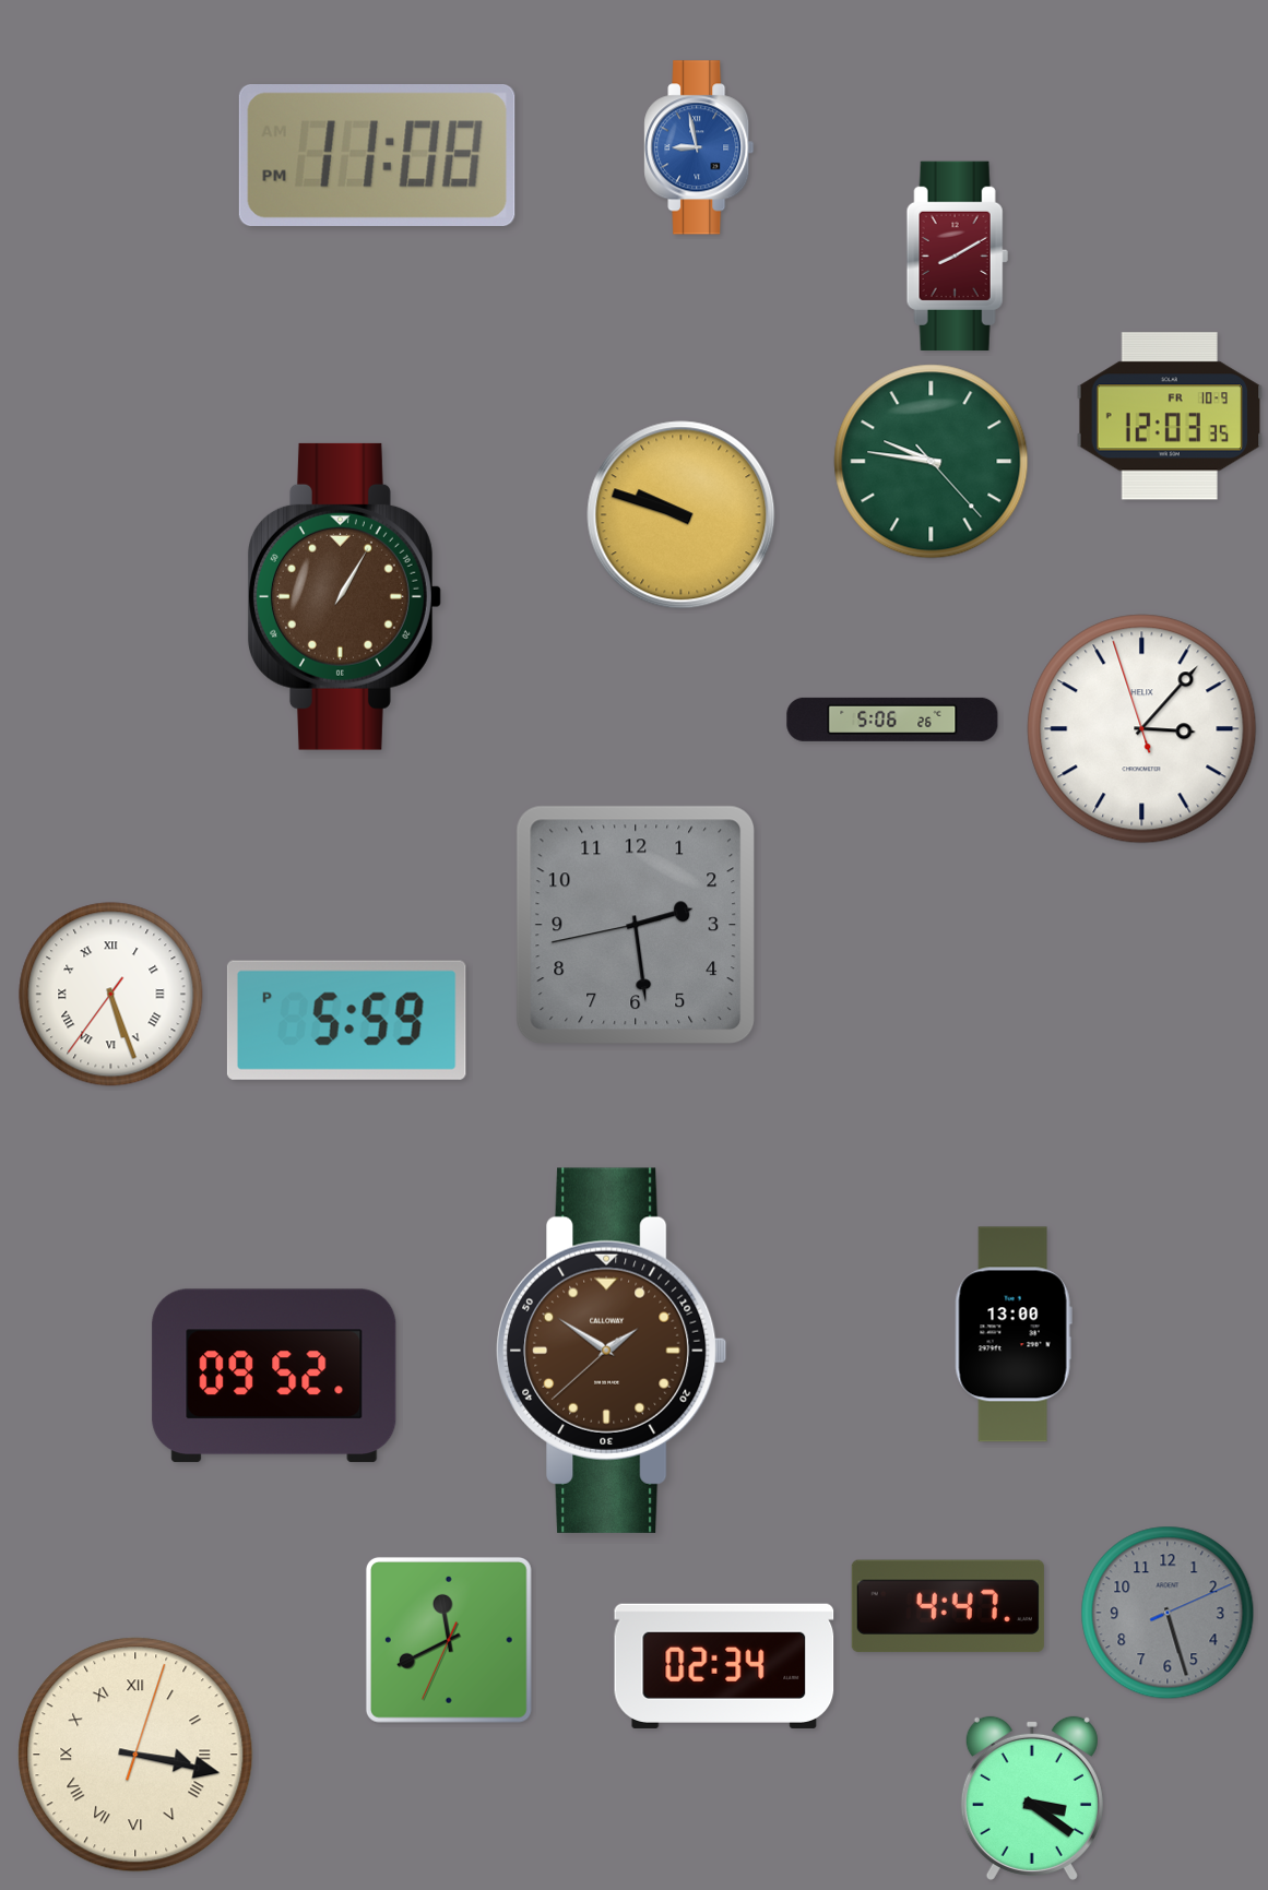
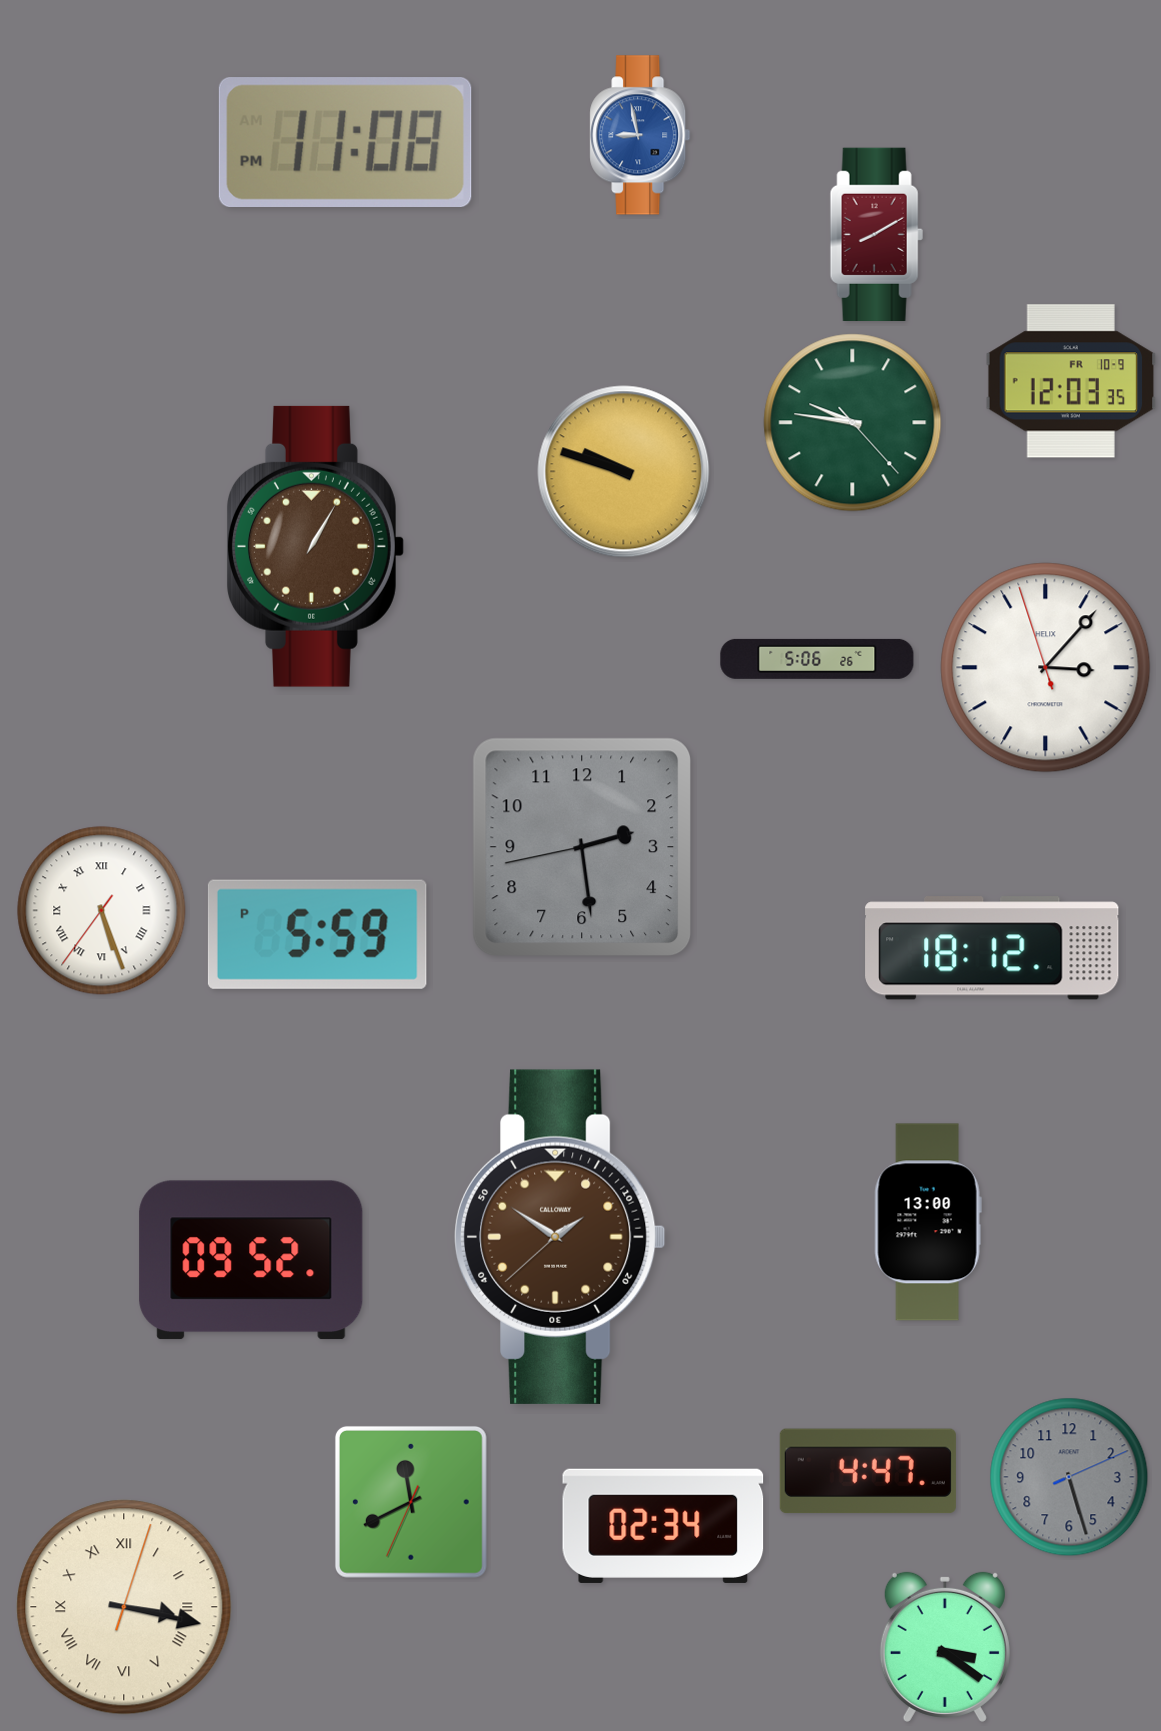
clock at (992, 948): none -> 18:12
